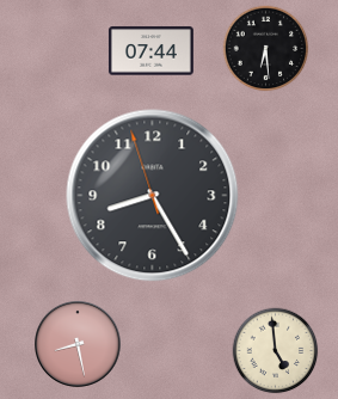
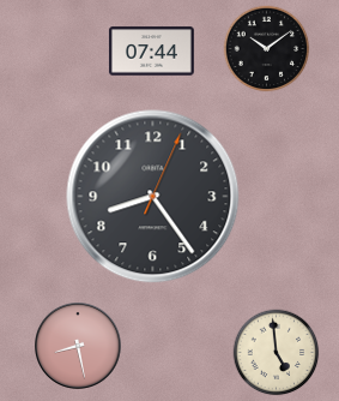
clock at (266, 49): 6:29 -> 10:09
clock at (153, 196): 8:24:57 -> 8:24:04
